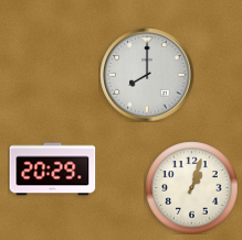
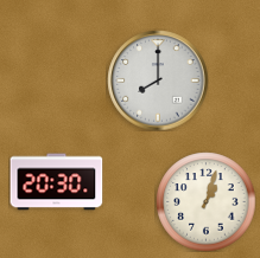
clock at (52, 170): 20:29 -> 20:30
